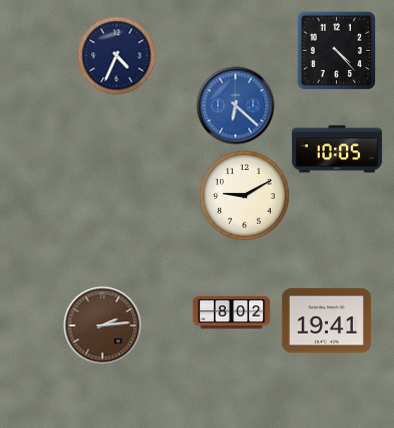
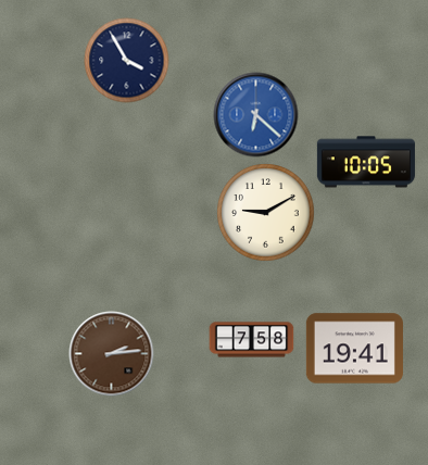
clock at (336, 50): 4:23 -> none
clock at (116, 55): 4:34 -> 3:55
clock at (231, 313): 8:02 -> 7:58
